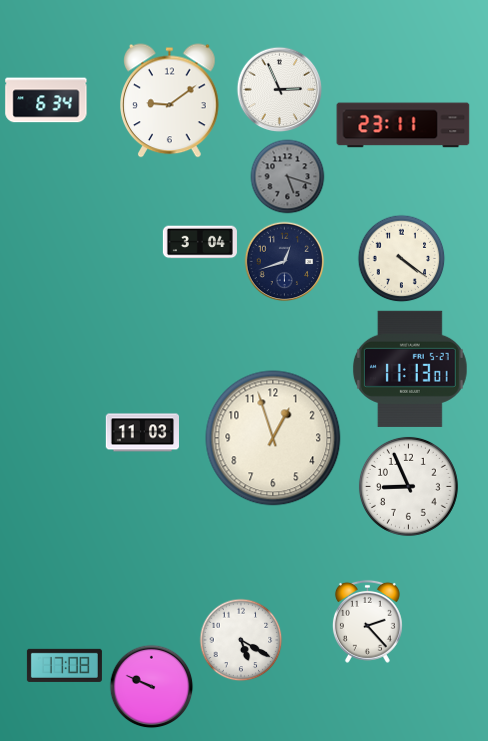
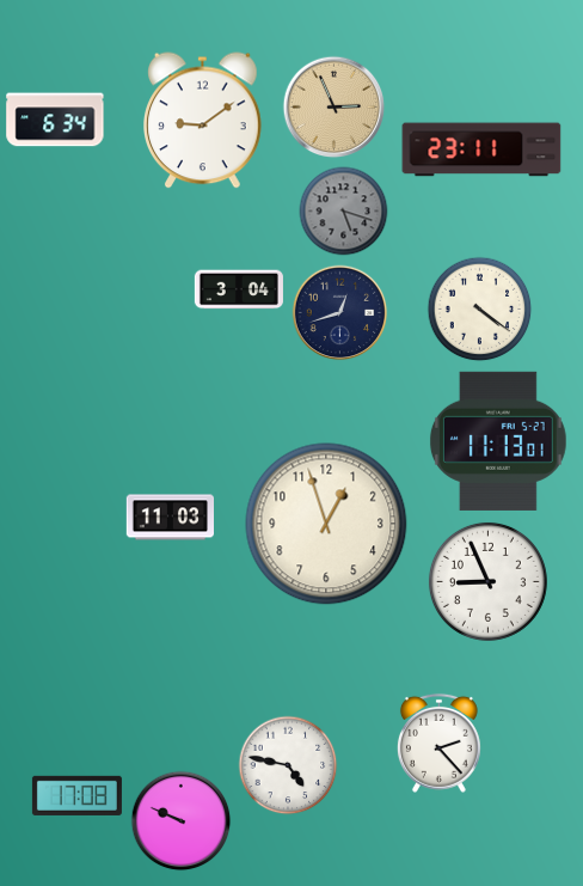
clock at (280, 90) dial: white -> champagne
clock at (410, 369) position: (410, 369) -> (498, 441)
clock at (241, 640): 5:20 -> 4:47
